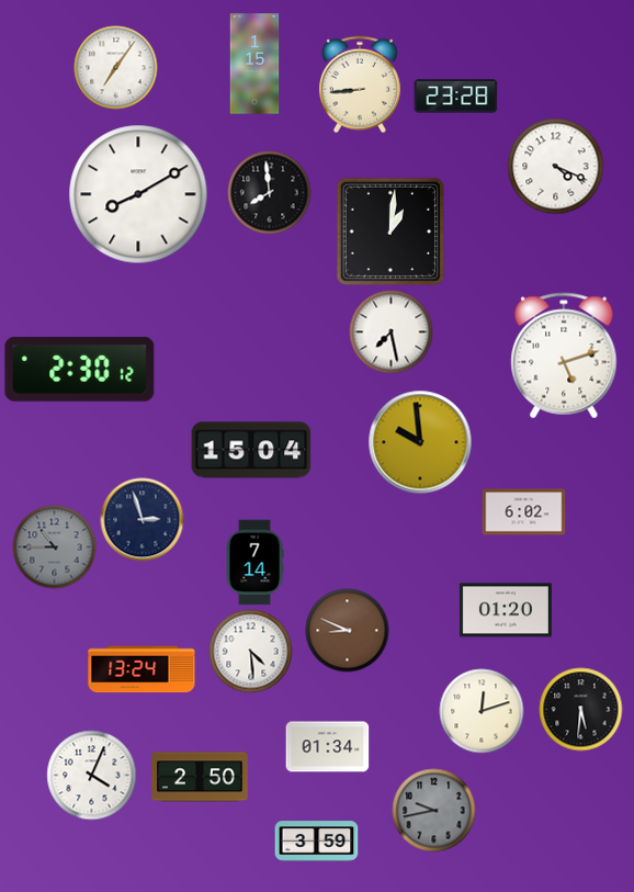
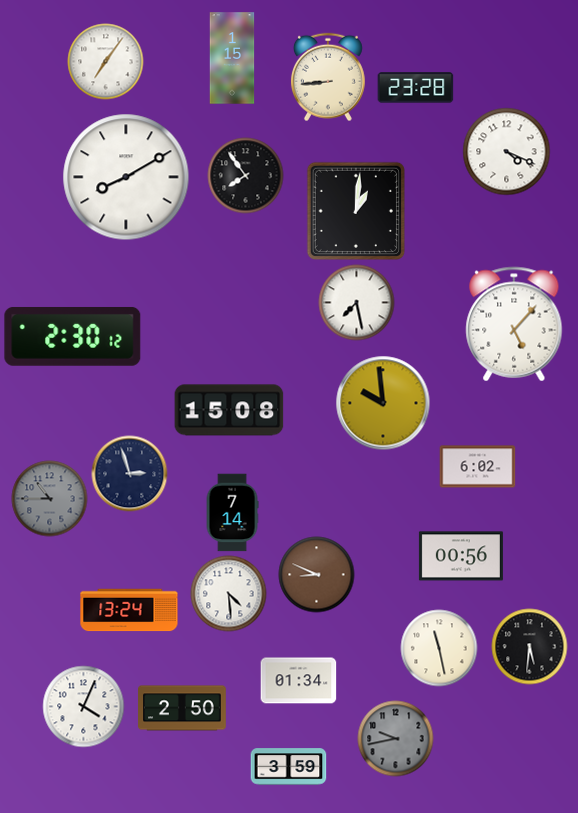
clock at (270, 193): 7:59 -> 7:54
clock at (564, 355): 5:12 -> 5:07
clock at (251, 450): 15:04 -> 15:08
clock at (506, 610): 01:20 -> 00:56
clock at (482, 711): 12:12 -> 11:28
